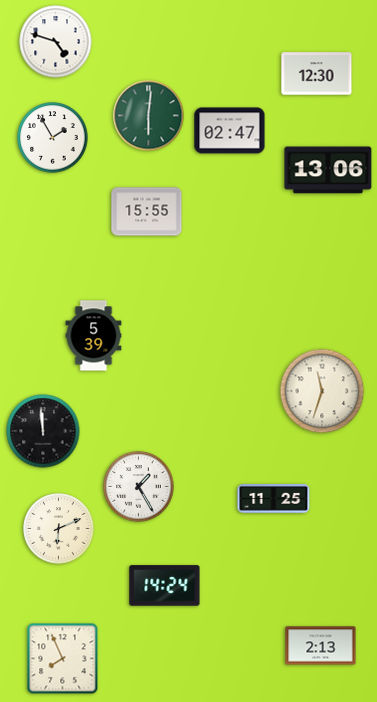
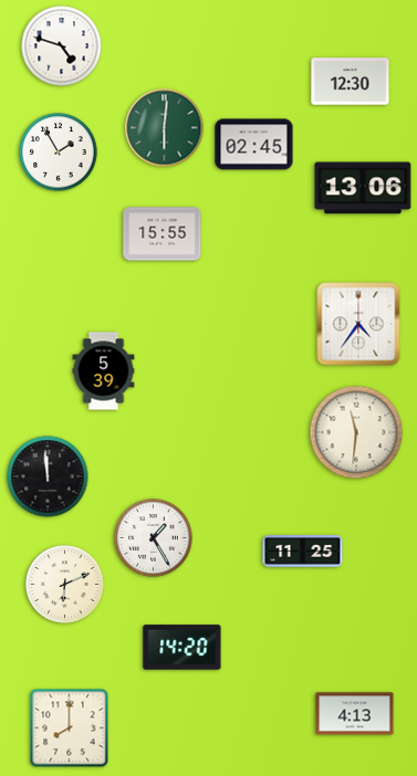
clock at (230, 131): 02:47 -> 02:45
clock at (358, 324): none -> 4:36
clock at (322, 391): 11:33 -> 11:31
clock at (165, 586): 14:24 -> 14:20
clock at (321, 646): 2:13 -> 4:13
clock at (63, 659): 7:56 -> 8:00
